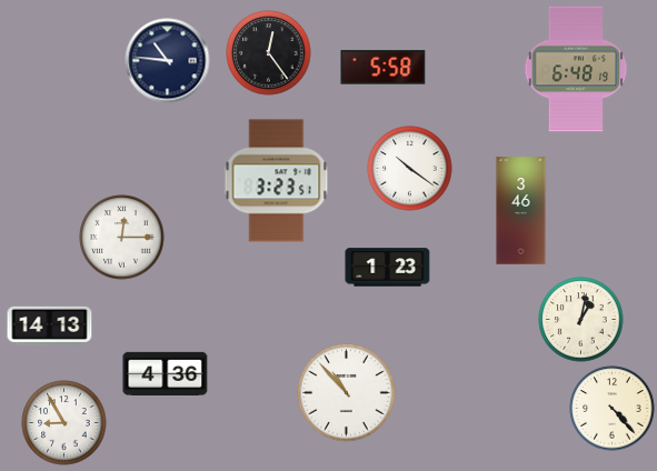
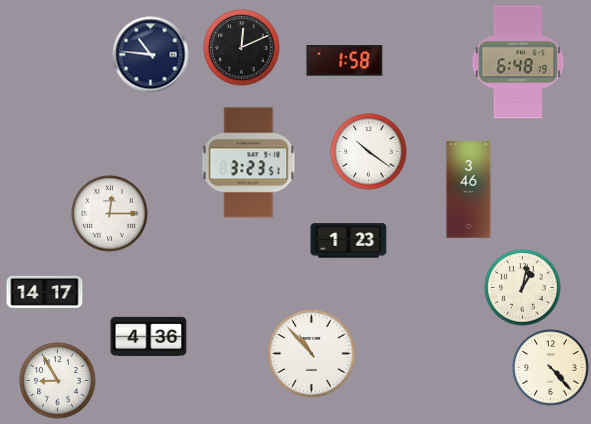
clock at (269, 53): 12:24 -> 12:11
clock at (384, 68): 5:58 -> 1:58
clock at (50, 325): 14:13 -> 14:17
